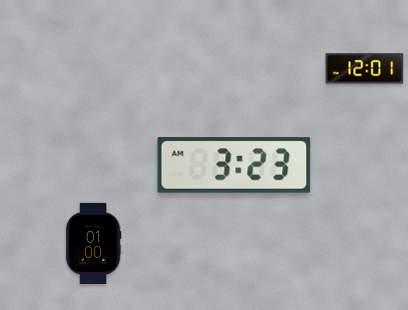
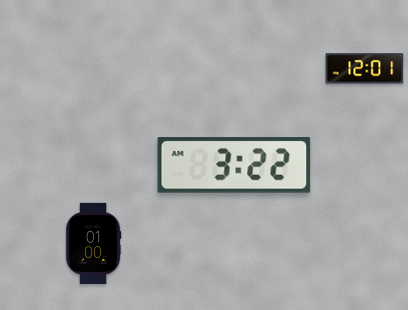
clock at (234, 165): 3:23 -> 3:22
